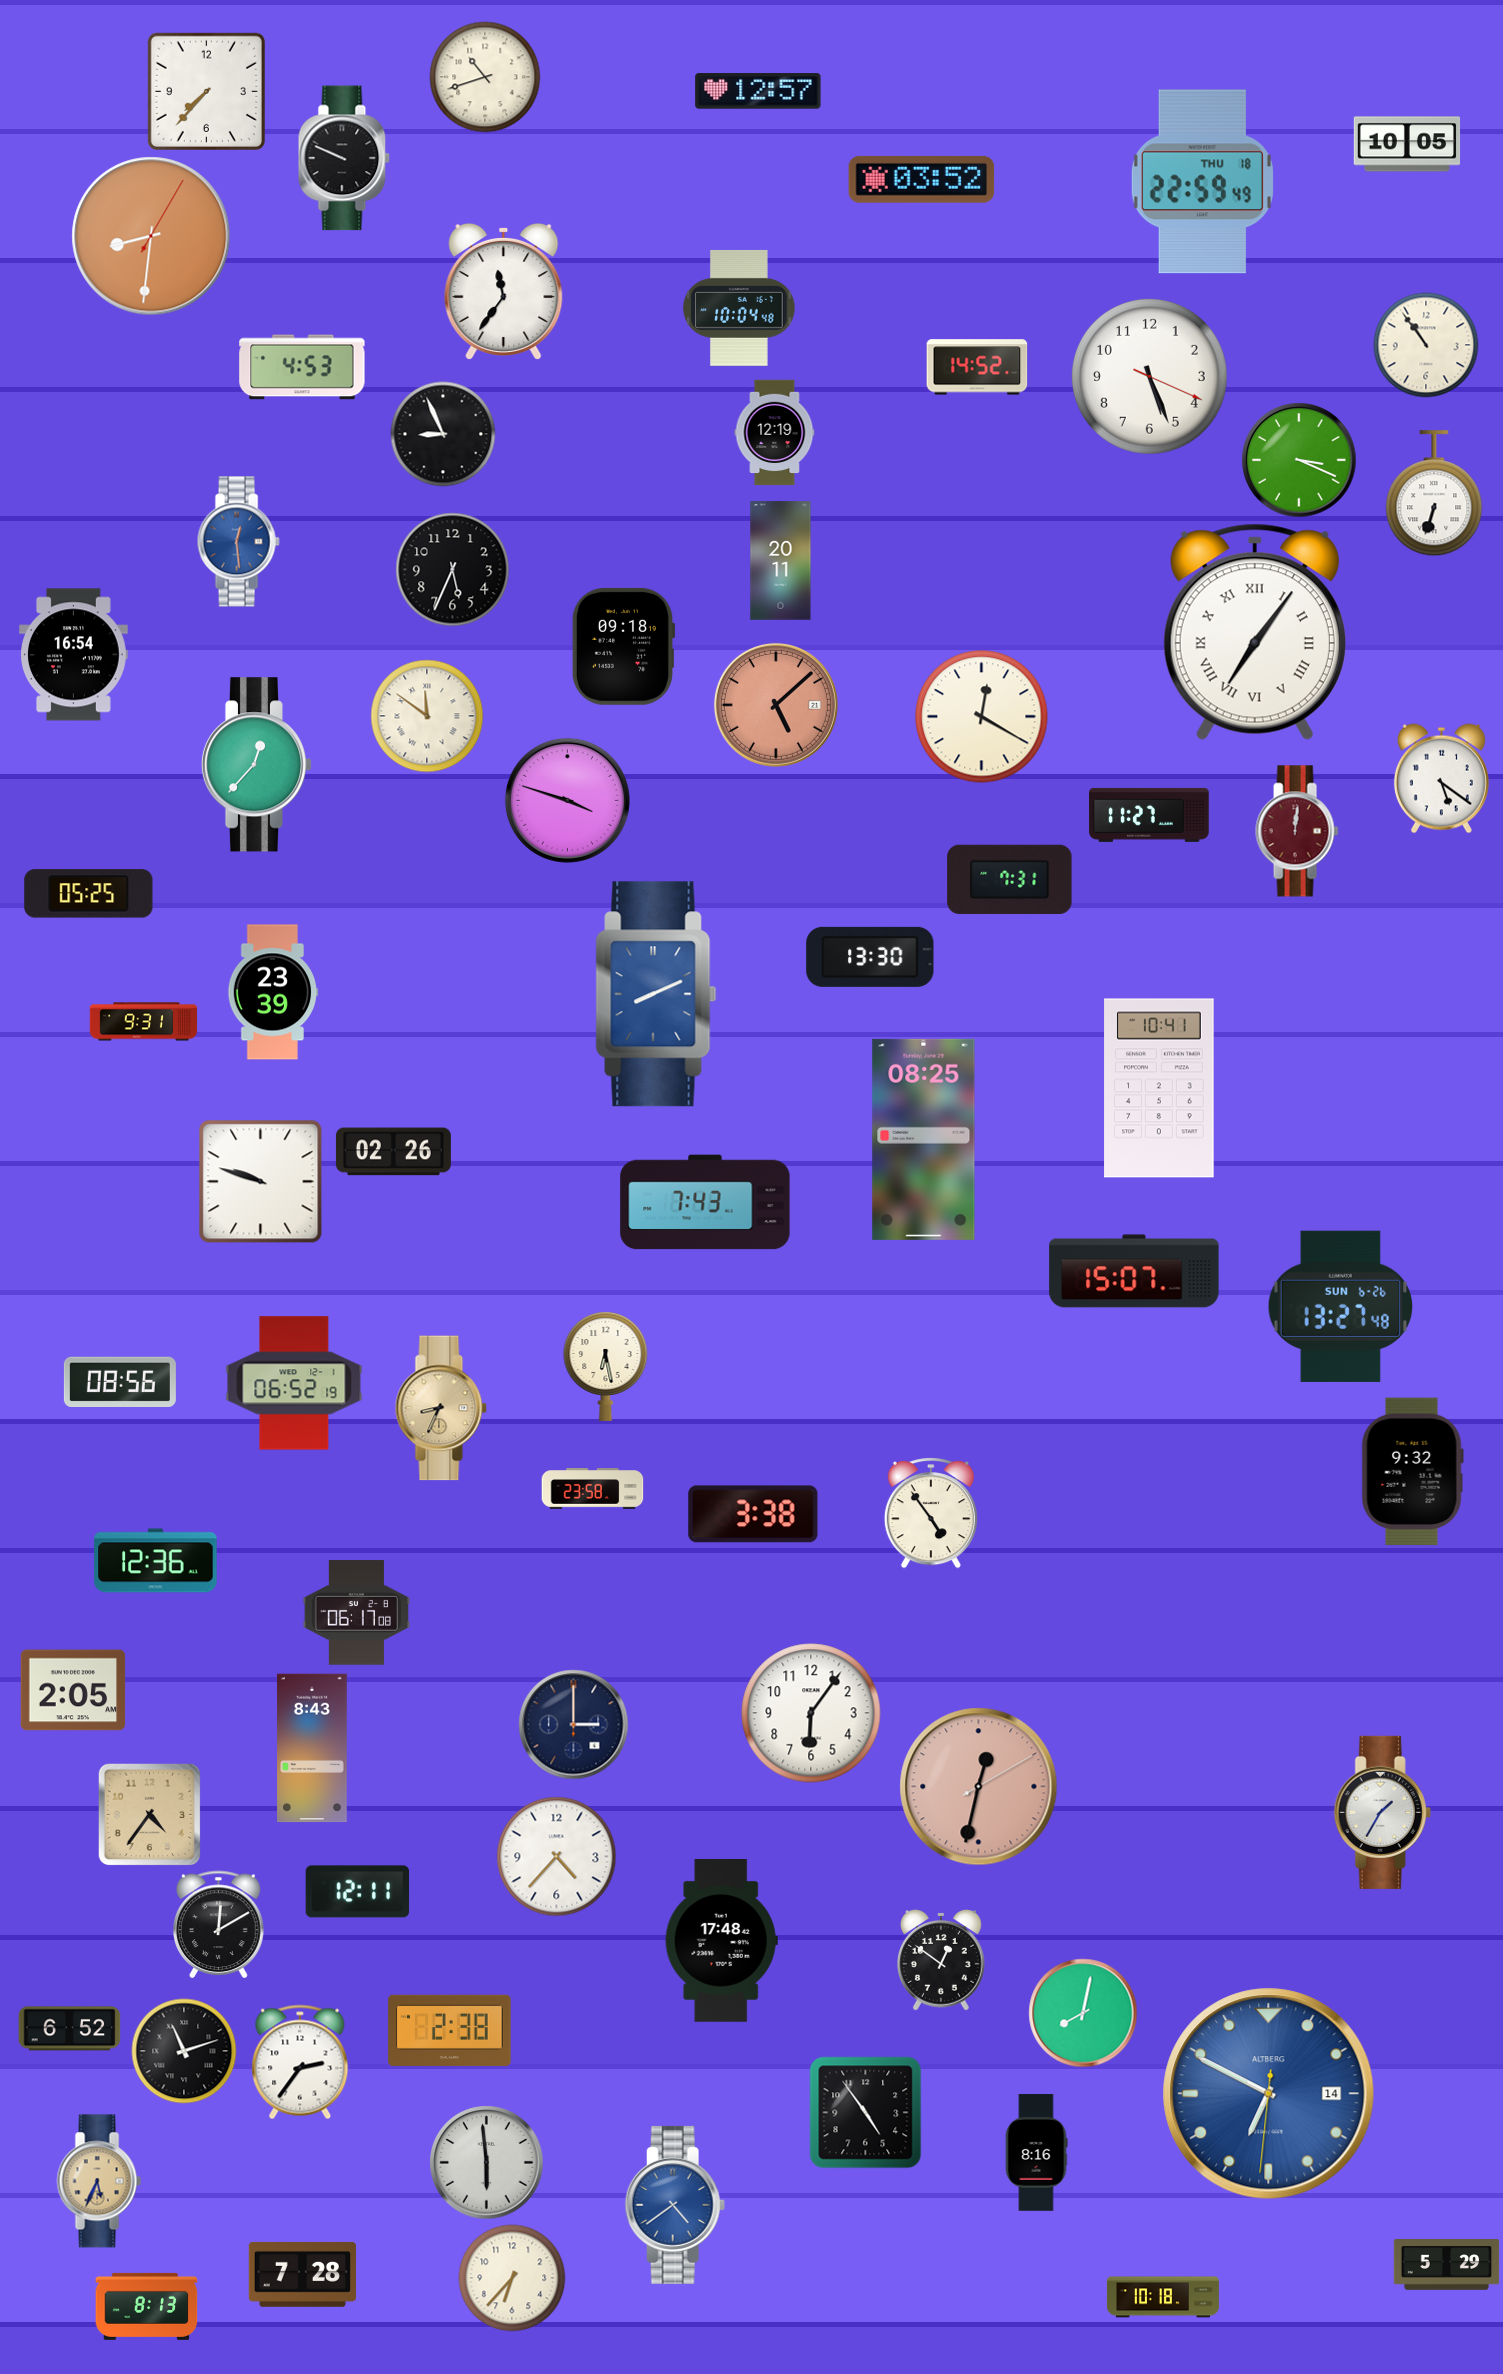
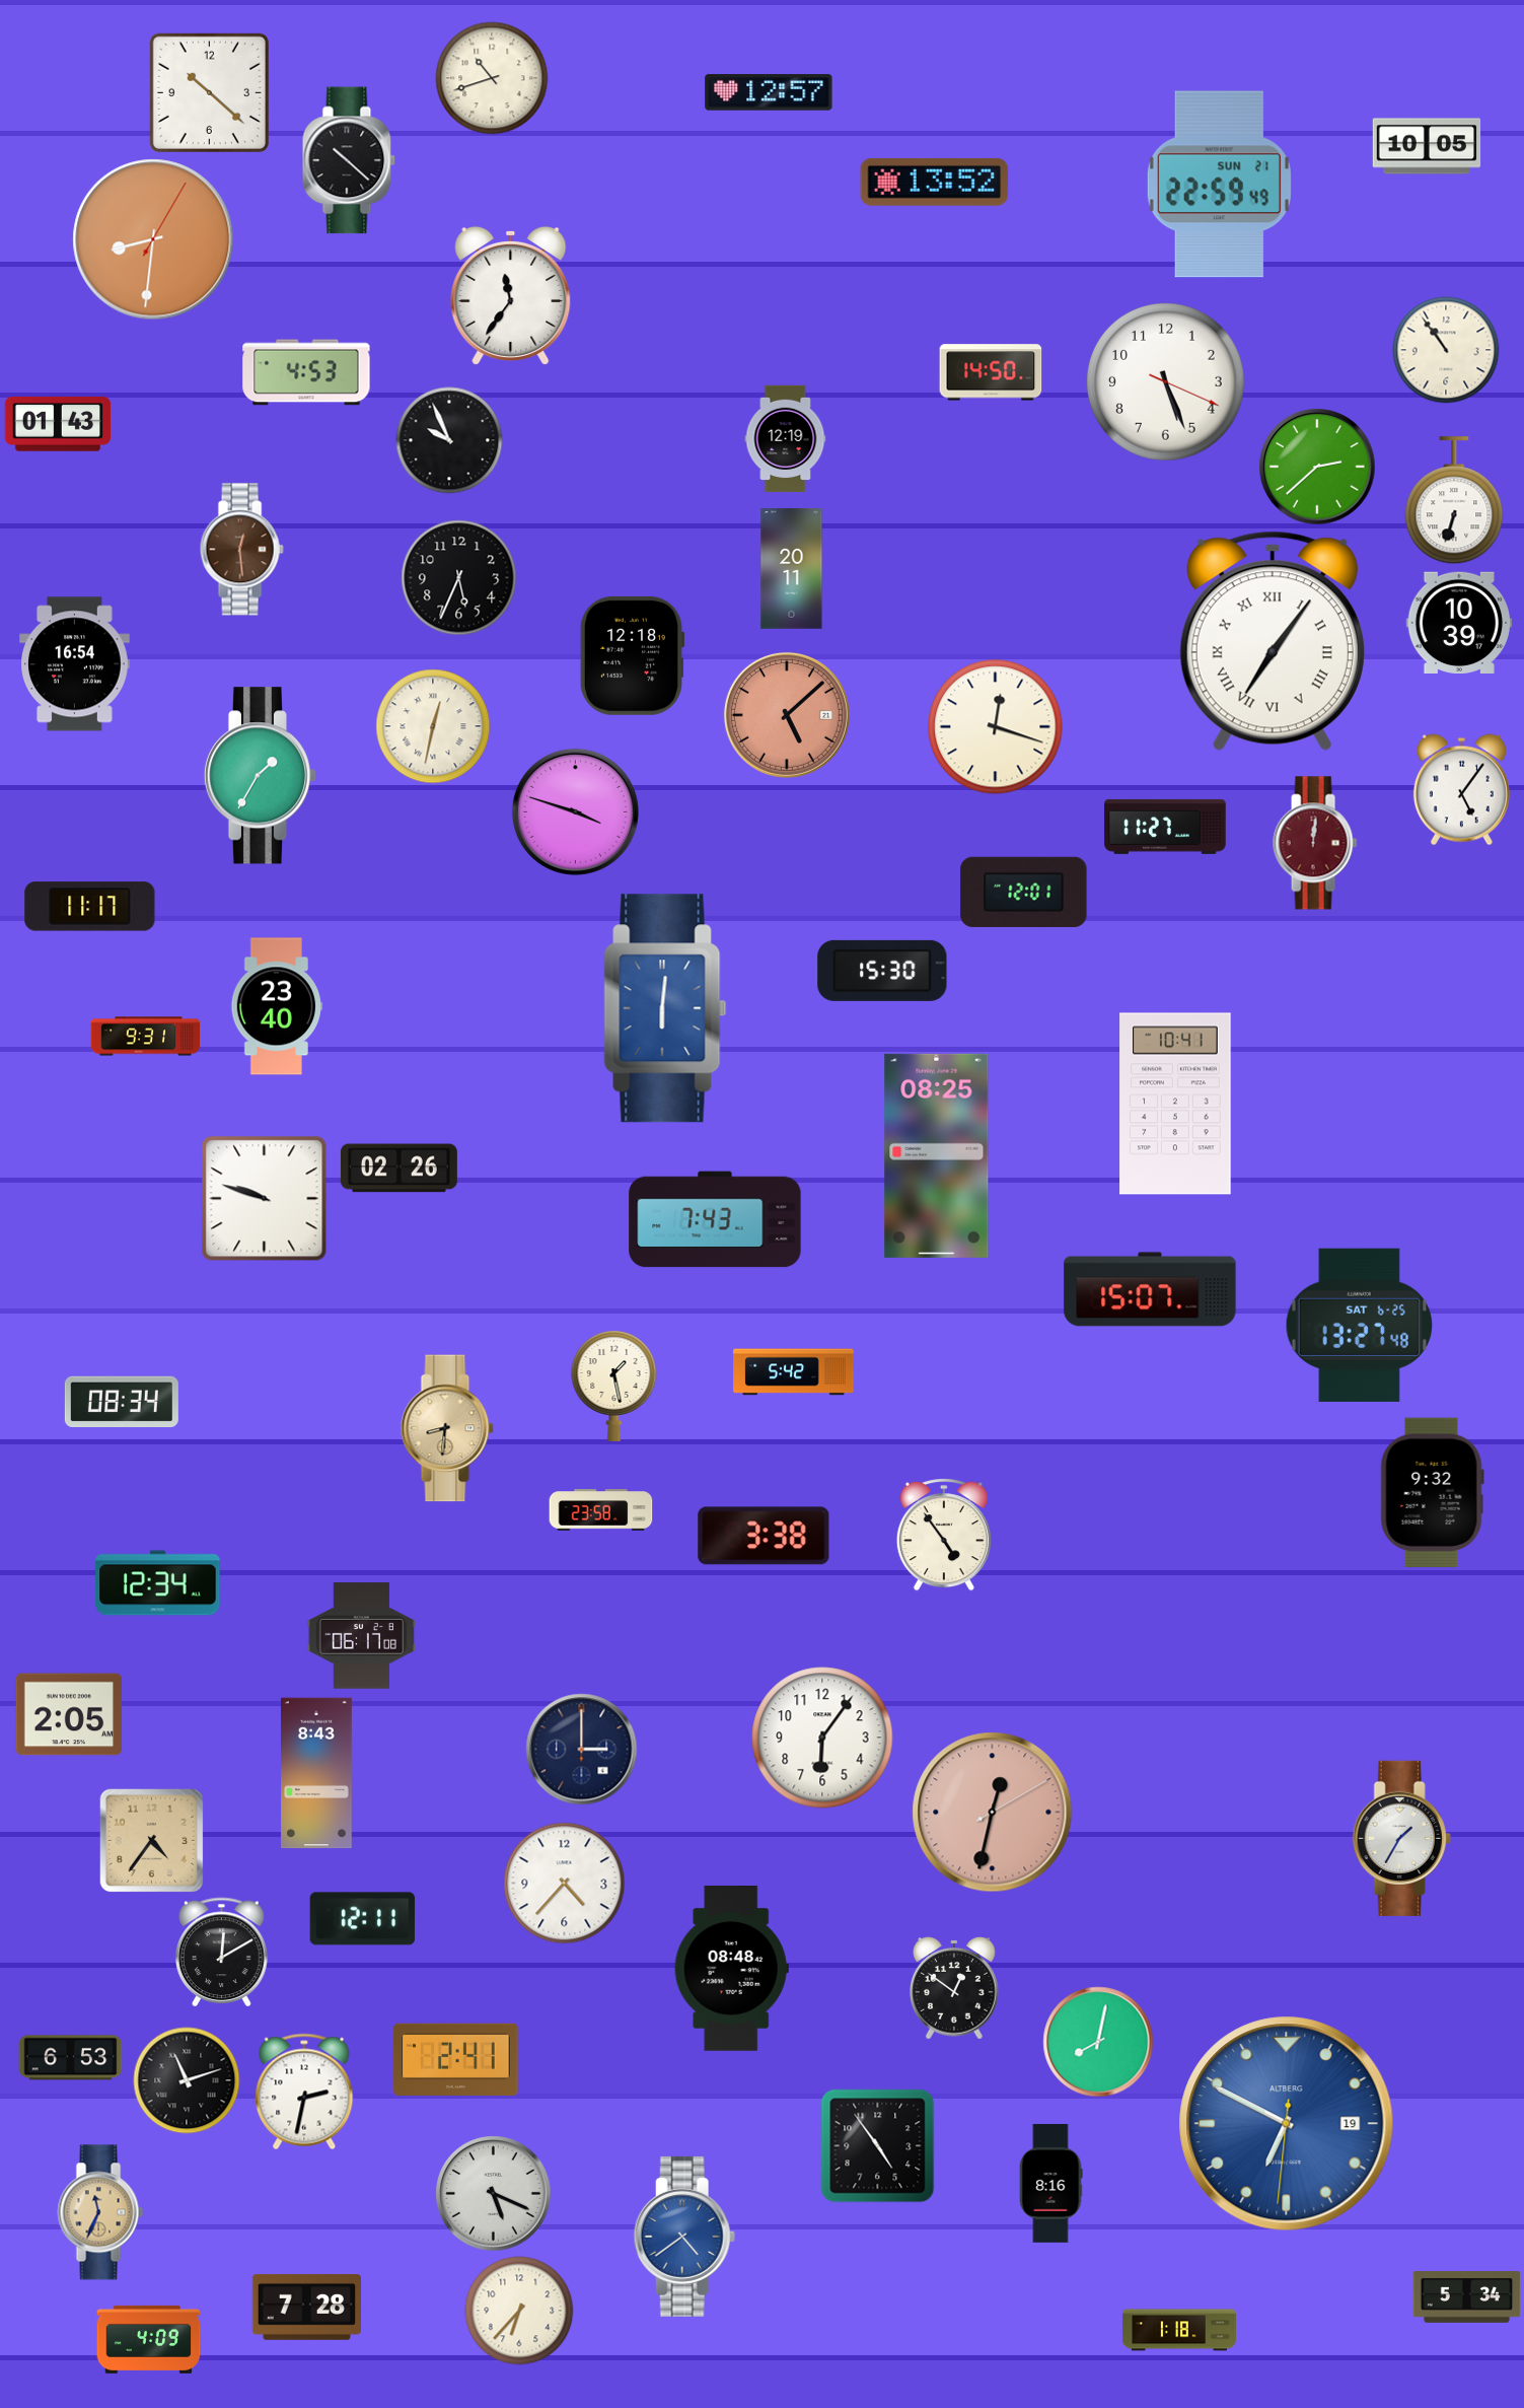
clock at (206, 91): 7:37 -> 10:22
clock at (344, 158): 9:49 -> 10:22
clock at (922, 179): 03:52 -> 13:52
clock at (1202, 182) date: THU 18 -> SUN 21
clock at (739, 308): 10:04 -> none
clock at (977, 367): 14:52 -> 14:50
clock at (58, 425): none -> 01:43
clock at (443, 434): 8:56 -> 9:56
clock at (1299, 460): 3:19 -> 2:38
clock at (238, 542) dial: blue -> brown
clock at (1459, 622): none -> 10:39
clock at (623, 646): 09:18 -> 12:18
clock at (427, 716): 11:51 -> 12:32
clock at (982, 717): 12:20 -> 12:18
clock at (257, 765): 12:37 -> 1:35
clock at (1441, 779): 5:21 -> 5:06
clock at (1010, 879): 7:31 -> 12:01
clock at (89, 894): 05:25 -> 11:17
clock at (870, 957): 13:30 -> 15:30
clock at (273, 992): 23:39 -> 23:40
clock at (656, 994): 8:11 -> 6:01
clock at (1340, 1306) date: SUN 6-26 -> SAT 6-25
clock at (794, 1372): none -> 5:42
clock at (606, 1366): 6:28 -> 1:28
clock at (120, 1381): 08:56 -> 08:34
clock at (294, 1383): 06:52 -> none
clock at (441, 1408): 8:34 -> 8:31
clock at (156, 1561): 12:36 -> 12:34
clock at (73, 1690) position: (73, 1690) -> (69, 1714)
clock at (721, 1941): 17:48 -> 08:48
clock at (70, 2029): 6:52 -> 6:53
clock at (450, 2030): 2:38 -> 2:41
clock at (300, 2062): 2:36 -> 2:32
clock at (1269, 2094) date: 14 -> 19
clock at (866, 2113) position: (866, 2113) -> (878, 2146)
clock at (487, 2163): 5:59 -> 5:19
clock at (99, 2181): 5:34 -> 11:34
clock at (1447, 2265): 5:29 -> 5:34
clock at (1163, 2297): 10:18 -> 1:18
clock at (147, 2306): 8:13 -> 4:09
